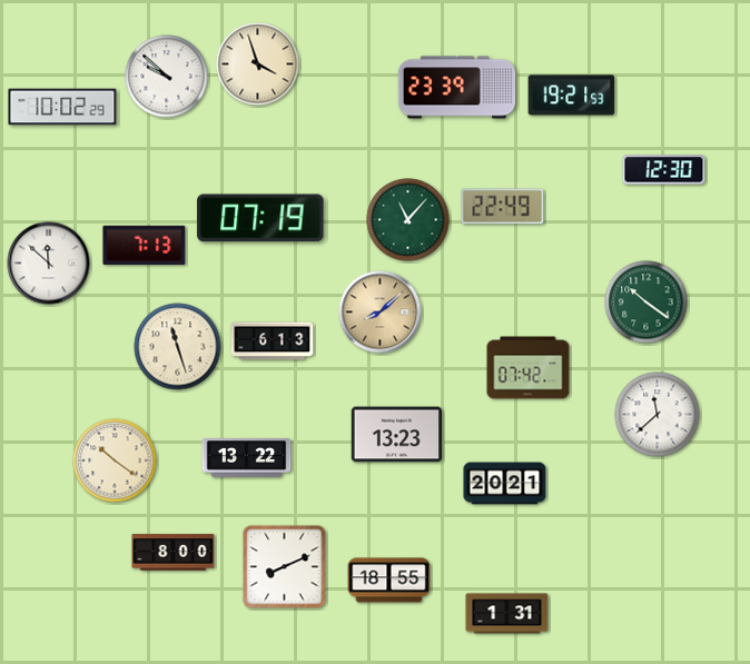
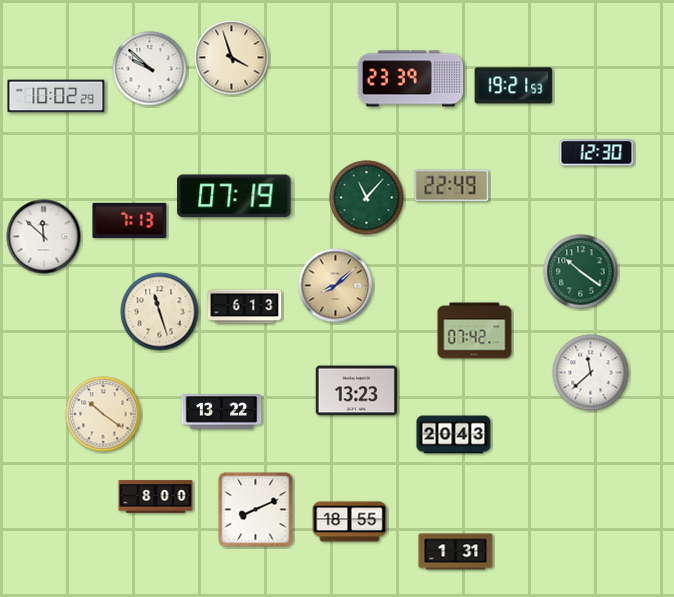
clock at (381, 313) position: (381, 313) -> (336, 286)
clock at (505, 484): 20:21 -> 20:43
